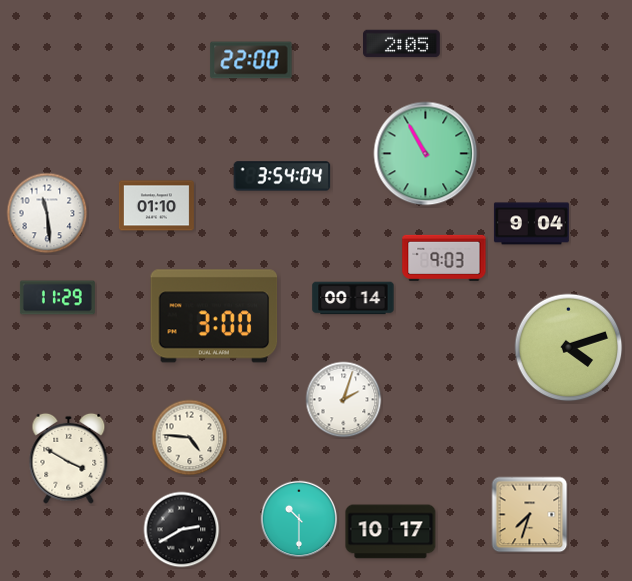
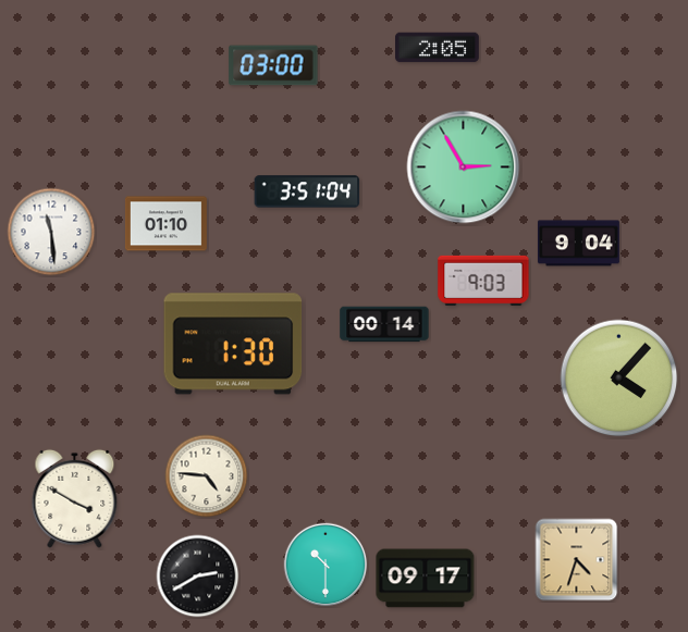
clock at (251, 60): 22:00 -> 03:00
clock at (426, 154): 10:55 -> 2:55
clock at (282, 176): 3:54 -> 3:51
clock at (156, 206) position: (156, 206) -> (165, 224)
clock at (57, 298): 11:29 -> none
clock at (214, 316): 3:00 -> 1:30
clock at (569, 348): 4:12 -> 4:07
clock at (344, 400): 2:03 -> none
clock at (530, 515): 7:33 -> 4:33
clock at (391, 532): 10:17 -> 09:17
